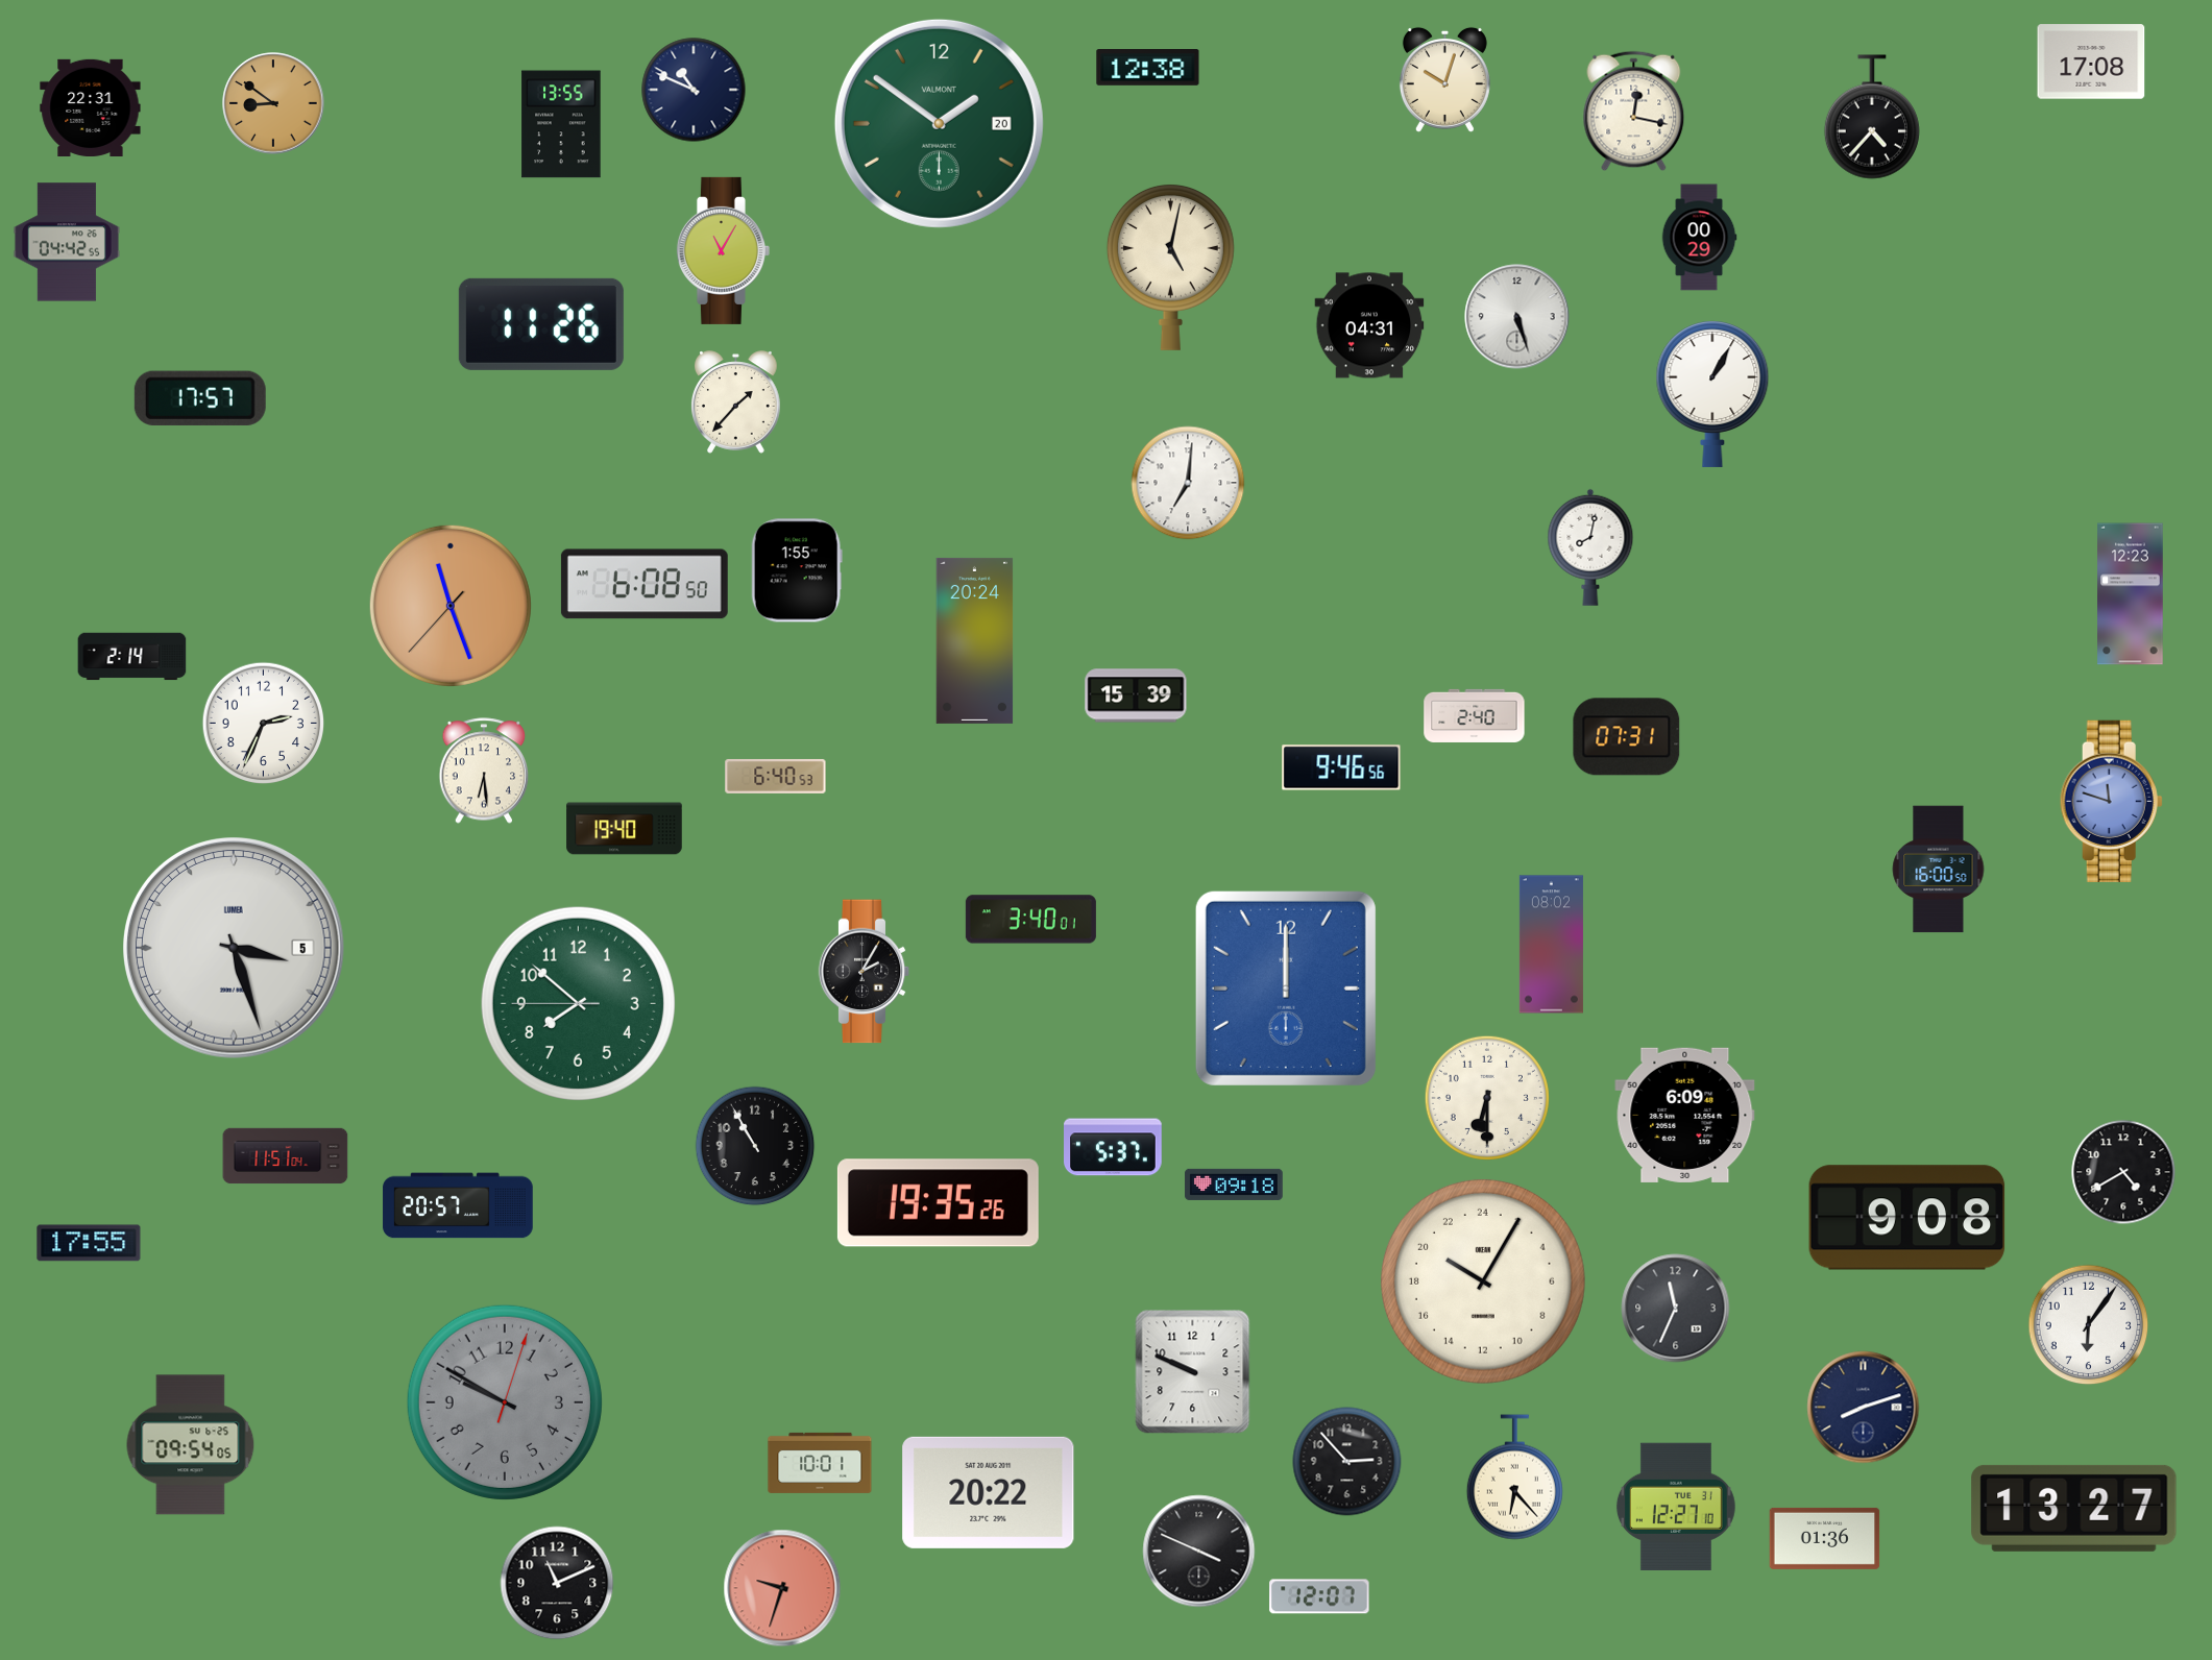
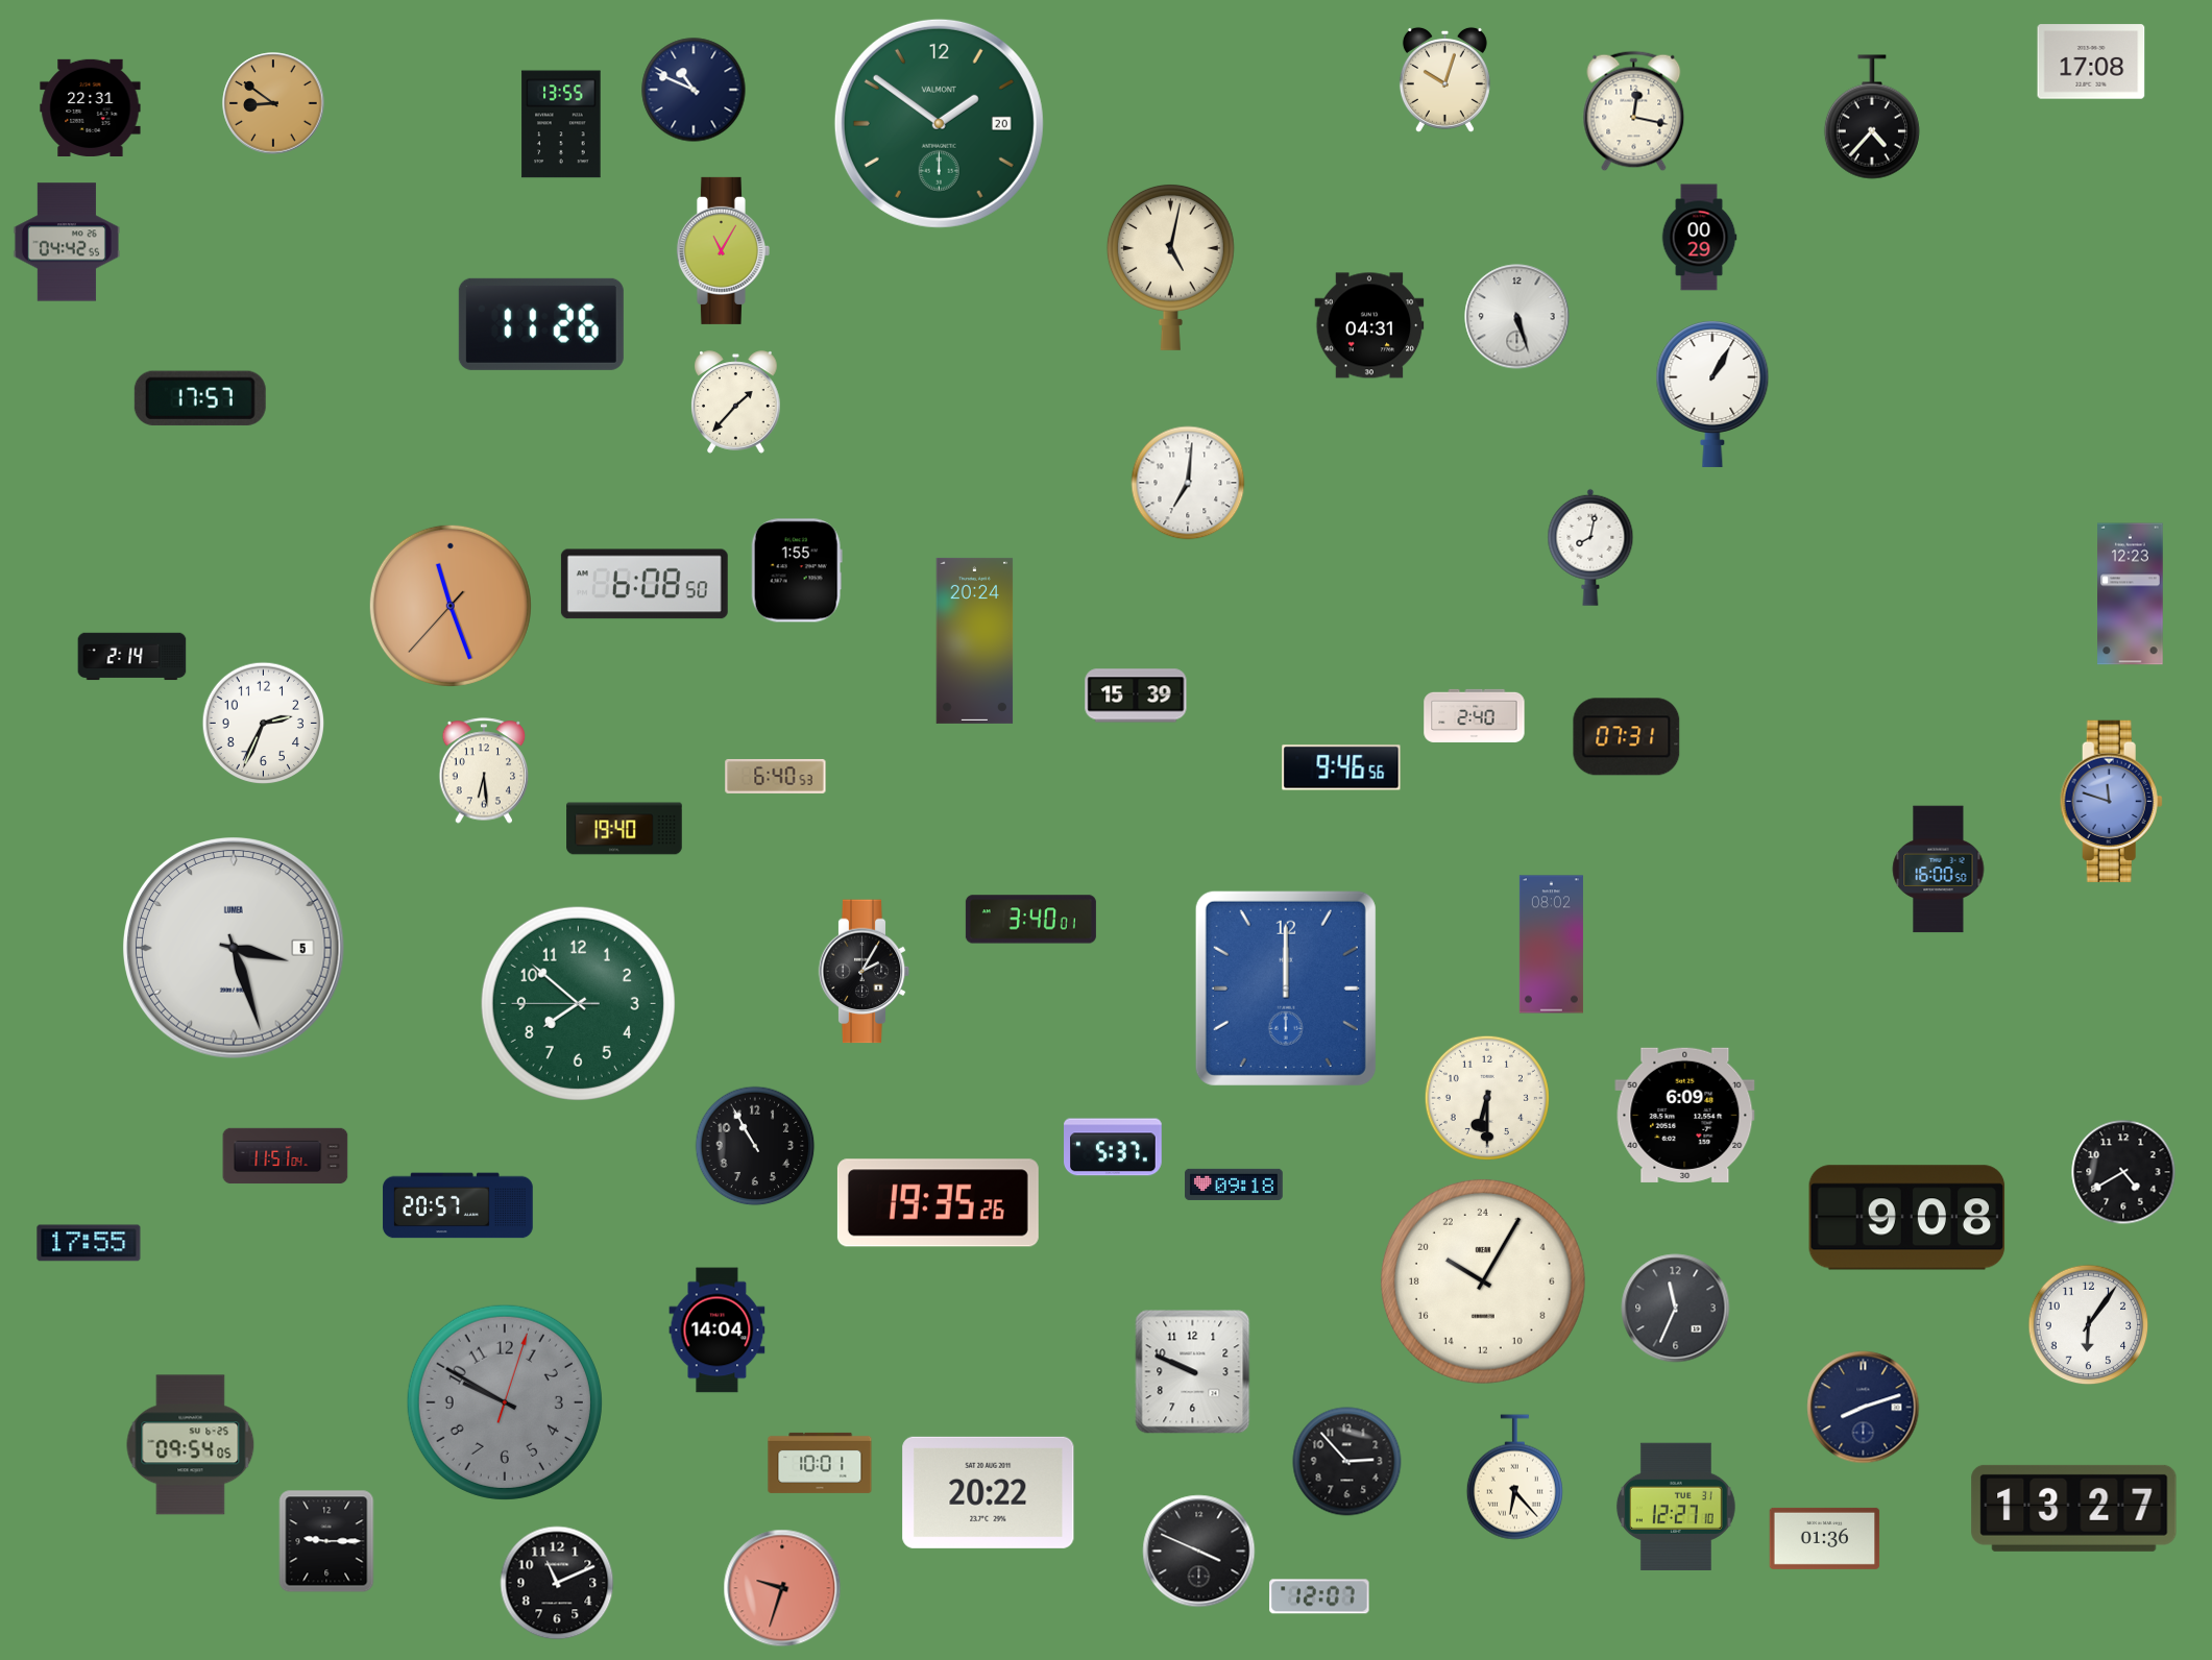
clock at (1148, 68): 12:38 -> none
clock at (718, 1331): none -> 14:04
clock at (326, 1541): none -> 9:15
